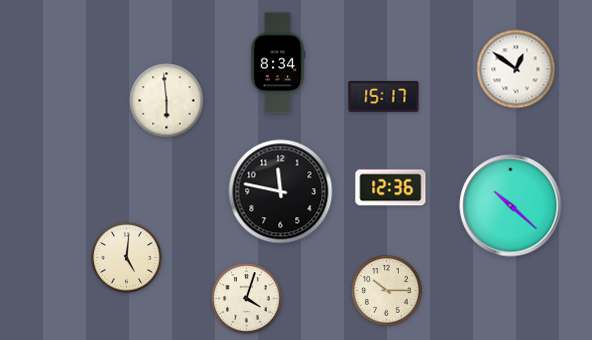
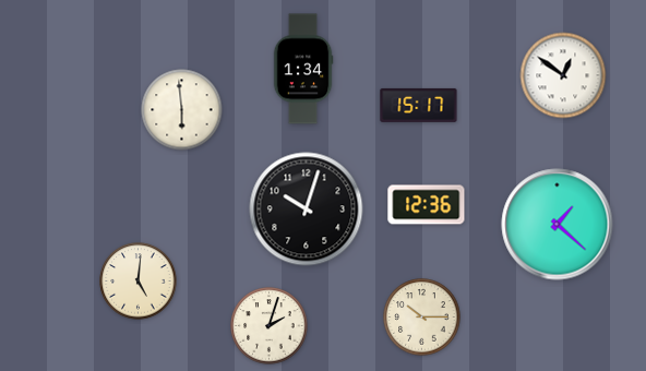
clock at (278, 63): 8:34 -> 1:34
clock at (281, 192): 11:47 -> 10:03
clock at (511, 206): 10:22 -> 1:22
clock at (247, 299): 4:03 -> 2:03
